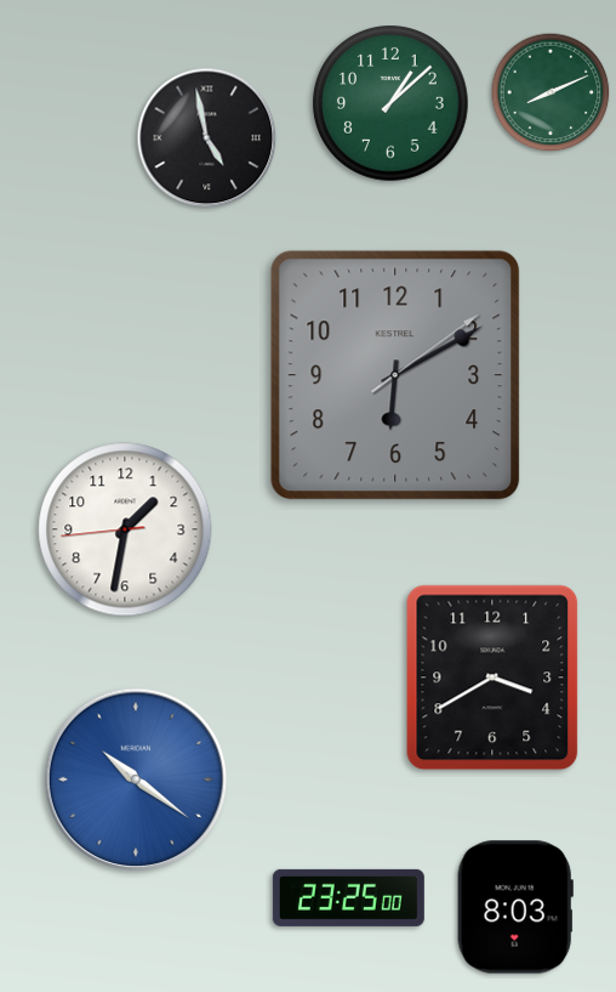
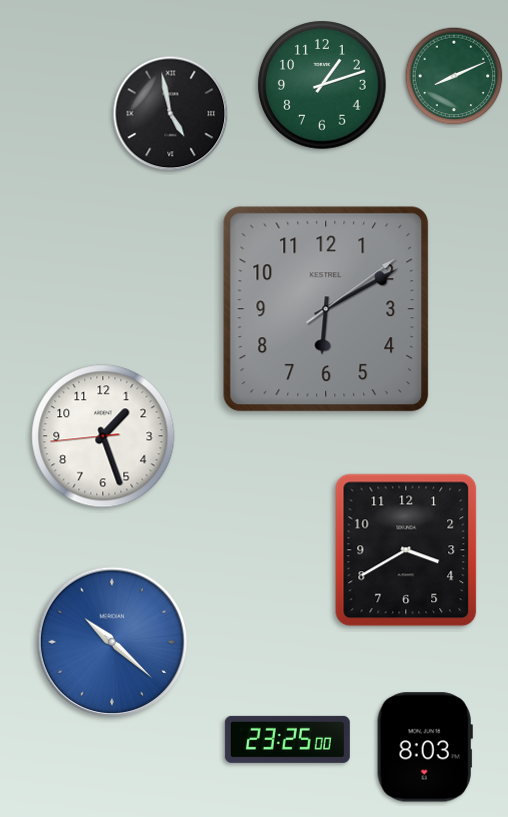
clock at (390, 103): 1:08 -> 1:12
clock at (125, 529): 1:31 -> 1:26
clock at (492, 678) position: (492, 678) -> (406, 550)
clock at (136, 780): 10:21 -> 10:22
